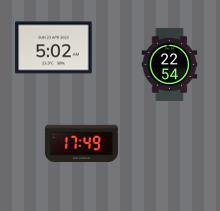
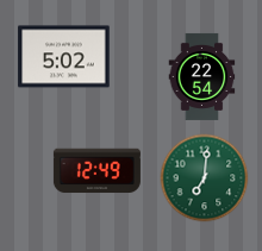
clock at (81, 144): 17:49 -> 12:49
clock at (205, 178): none -> 7:01
